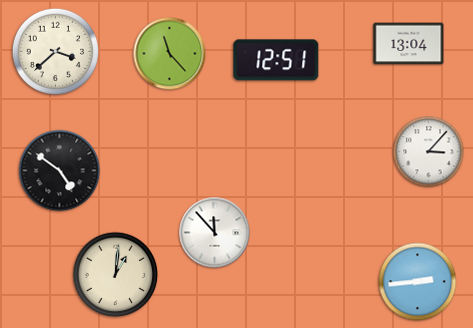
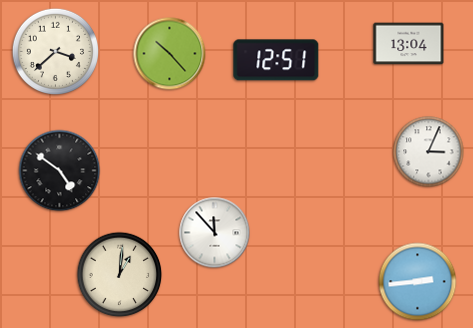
clock at (170, 54): 11:23 -> 10:23
clock at (429, 152): 3:07 -> 3:04
clock at (116, 275) position: (116, 275) -> (120, 275)
